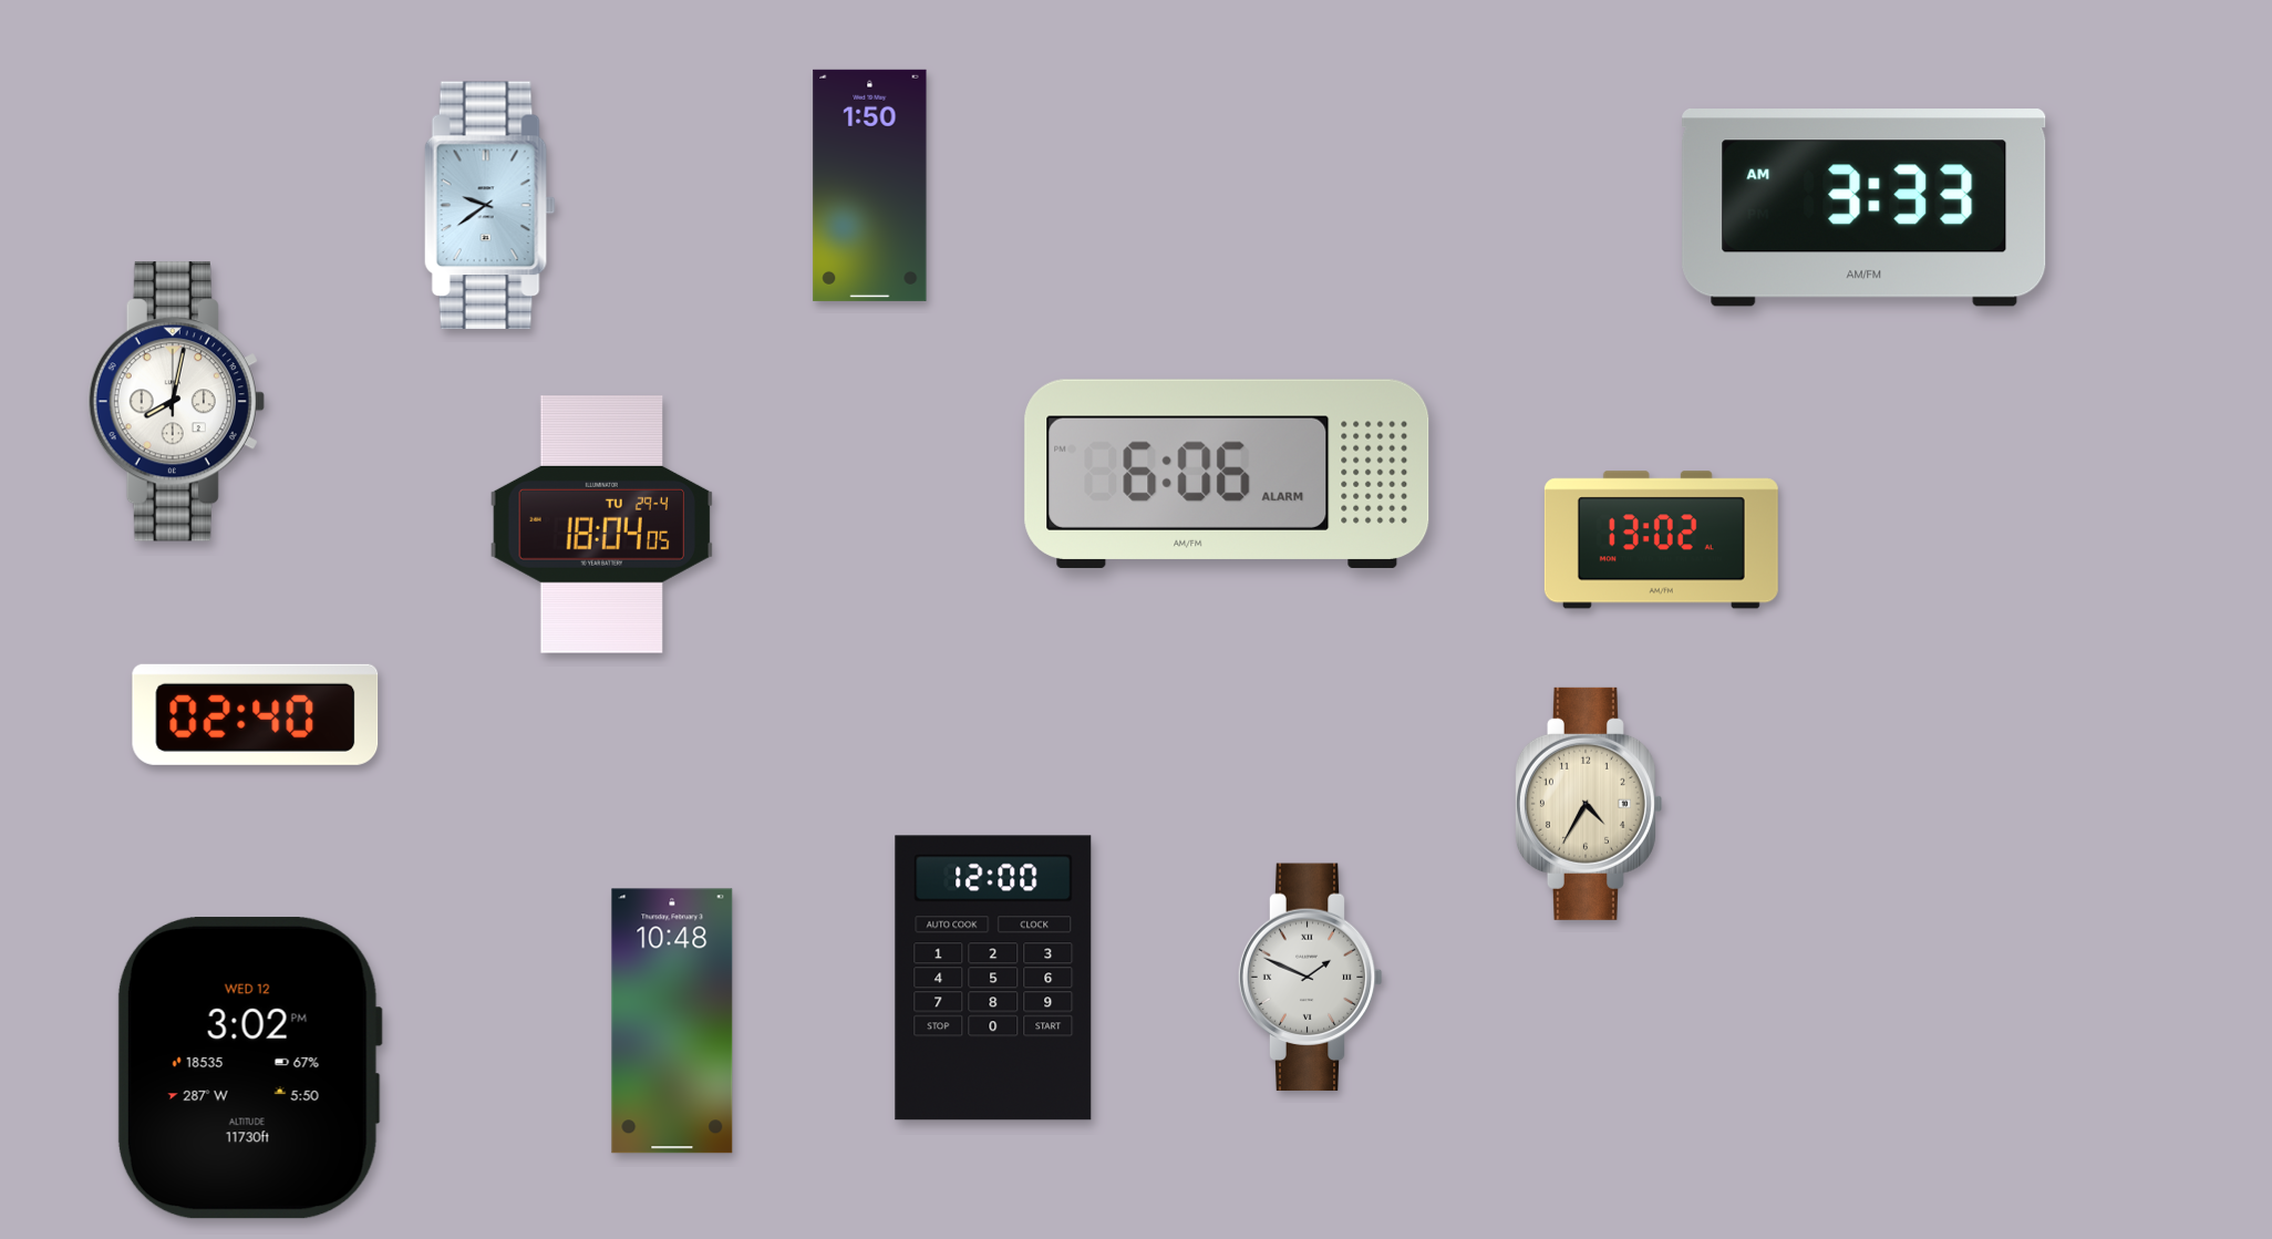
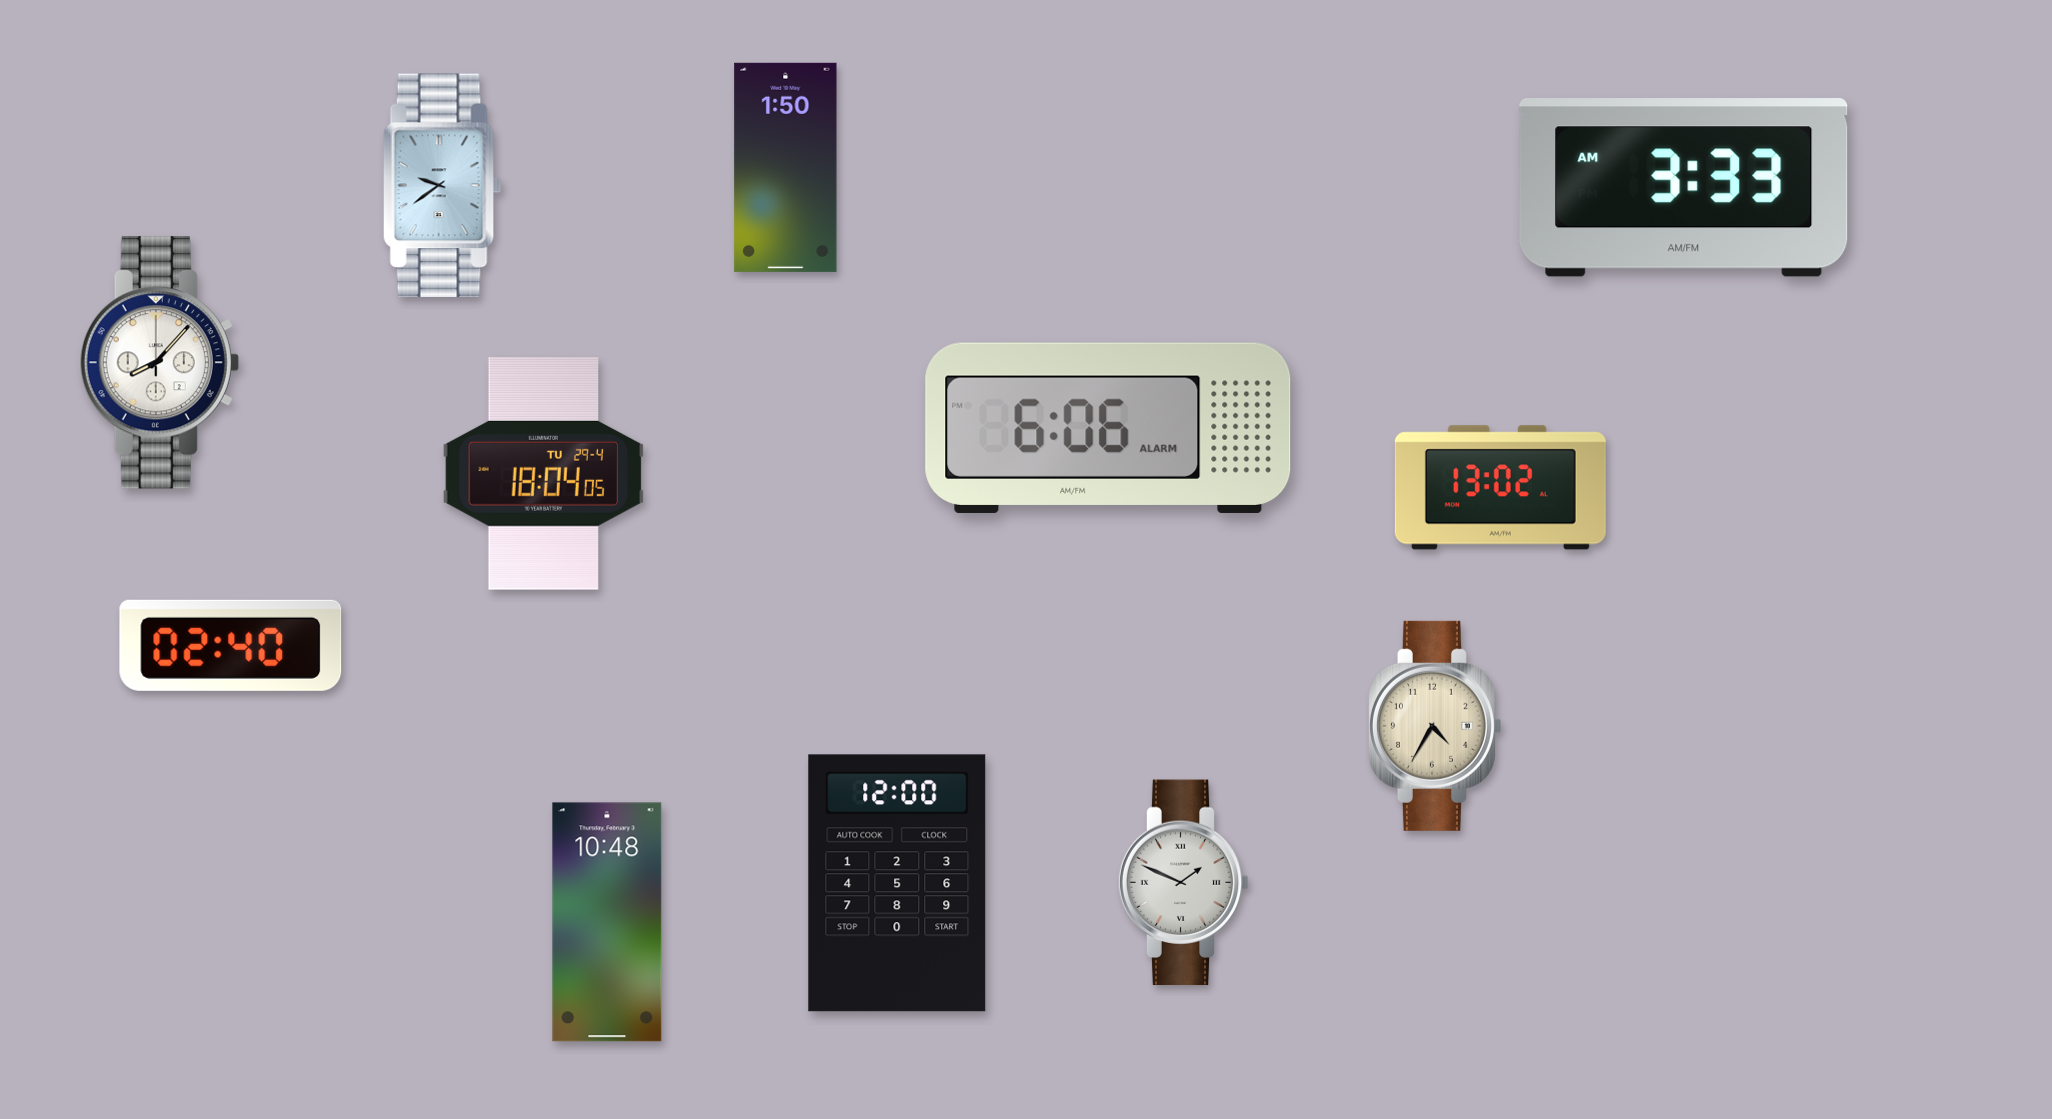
clock at (176, 402): 8:02 -> 8:07
clock at (249, 1068): 3:02 -> none
